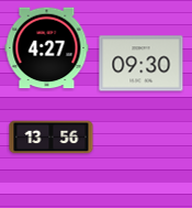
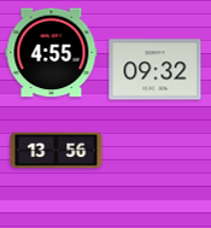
clock at (47, 48): 4:27 -> 4:55
clock at (142, 64): 09:30 -> 09:32
